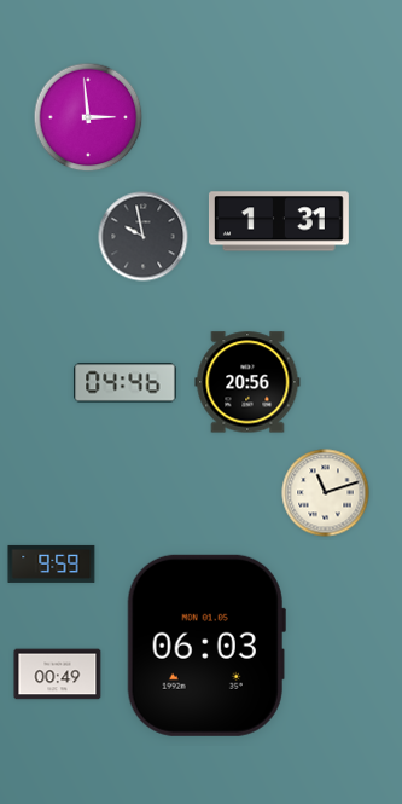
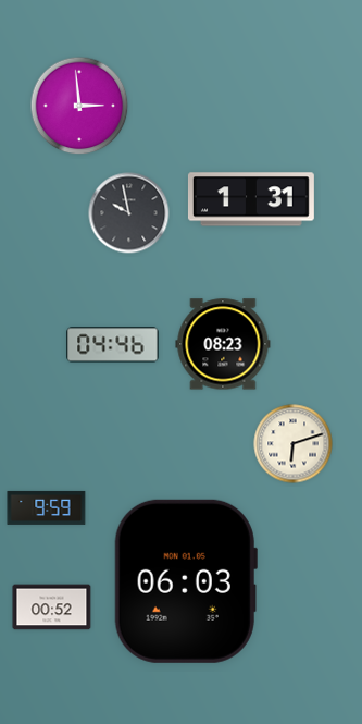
clock at (247, 382): 20:56 -> 08:23
clock at (326, 493): 11:12 -> 6:12
clock at (58, 675): 00:49 -> 00:52
